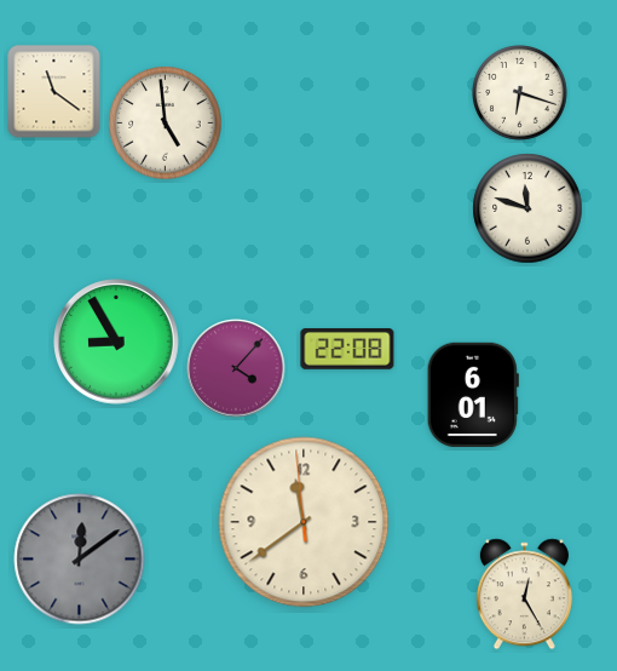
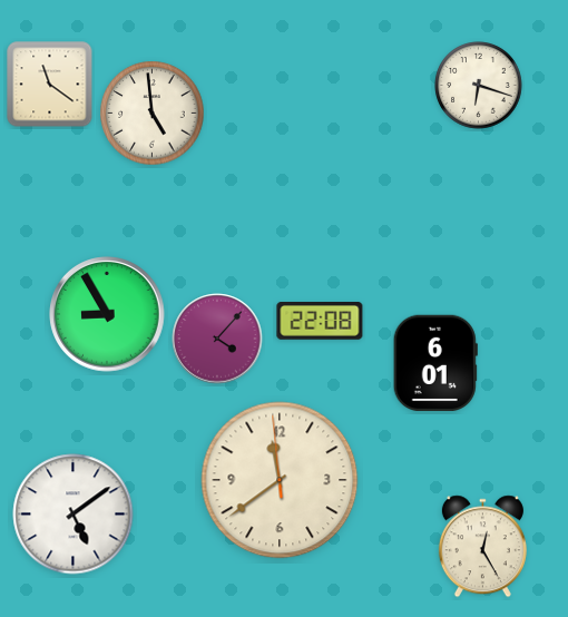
clock at (527, 208): 11:48 -> none
clock at (80, 560): 12:09 -> 5:09
clock at (80, 560) dial: grey -> white
